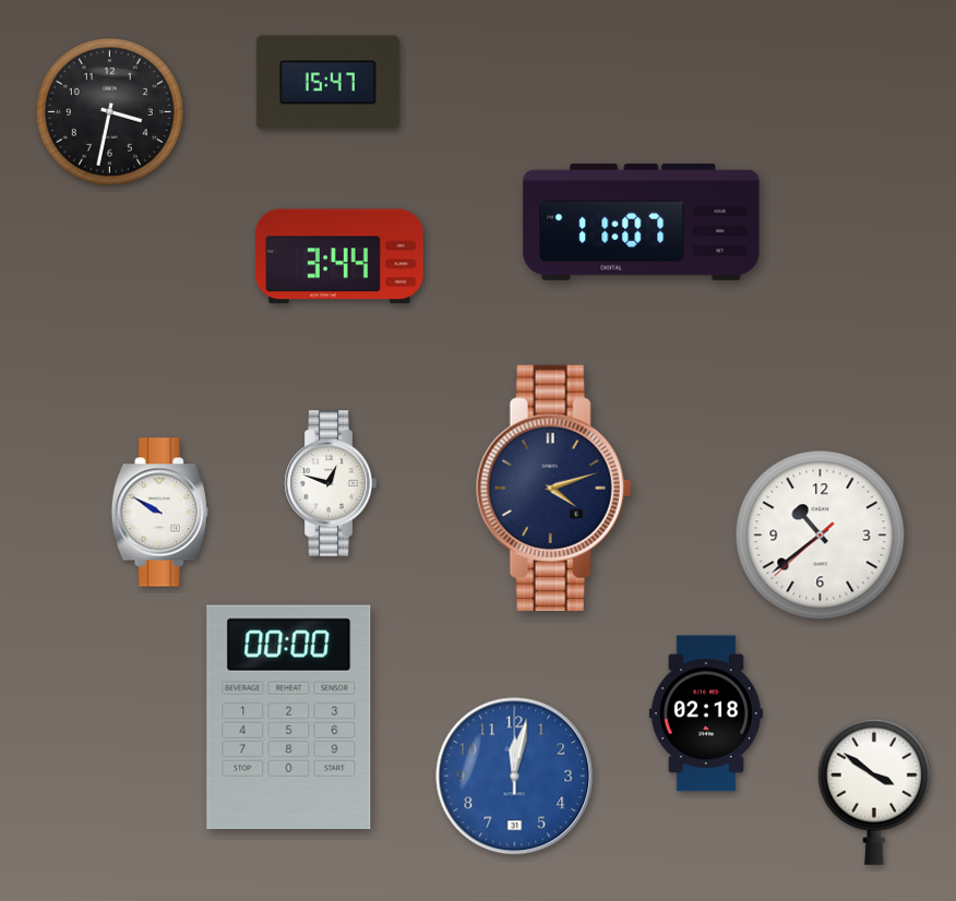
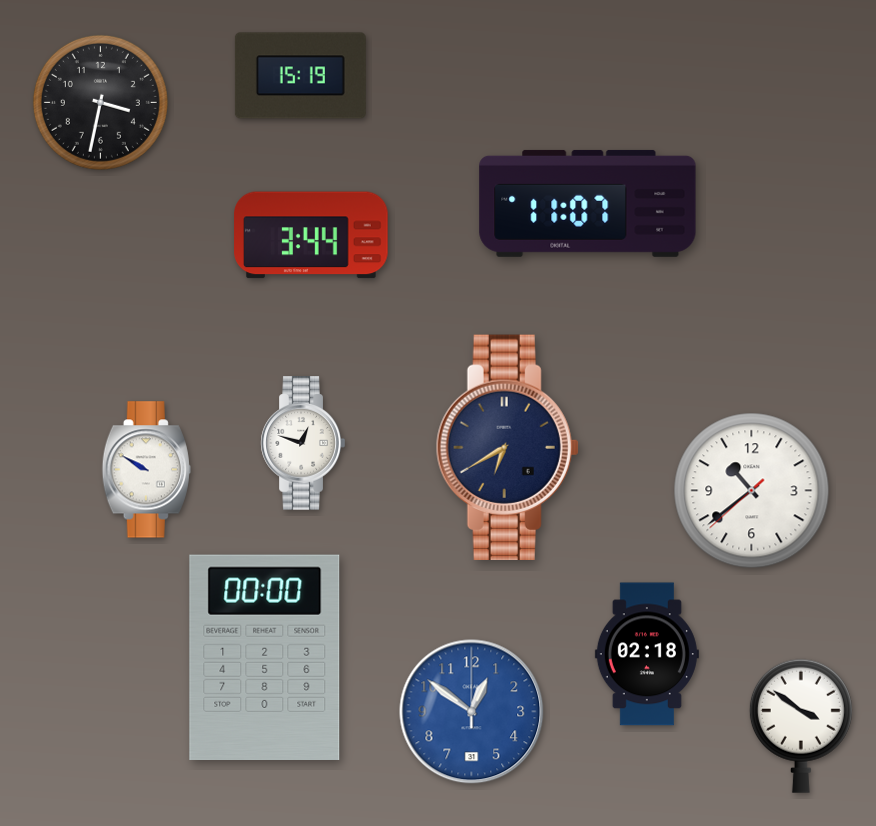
clock at (327, 83): 15:47 -> 15:19
clock at (553, 488): 4:12 -> 6:40
clock at (515, 777): 12:02 -> 12:51
